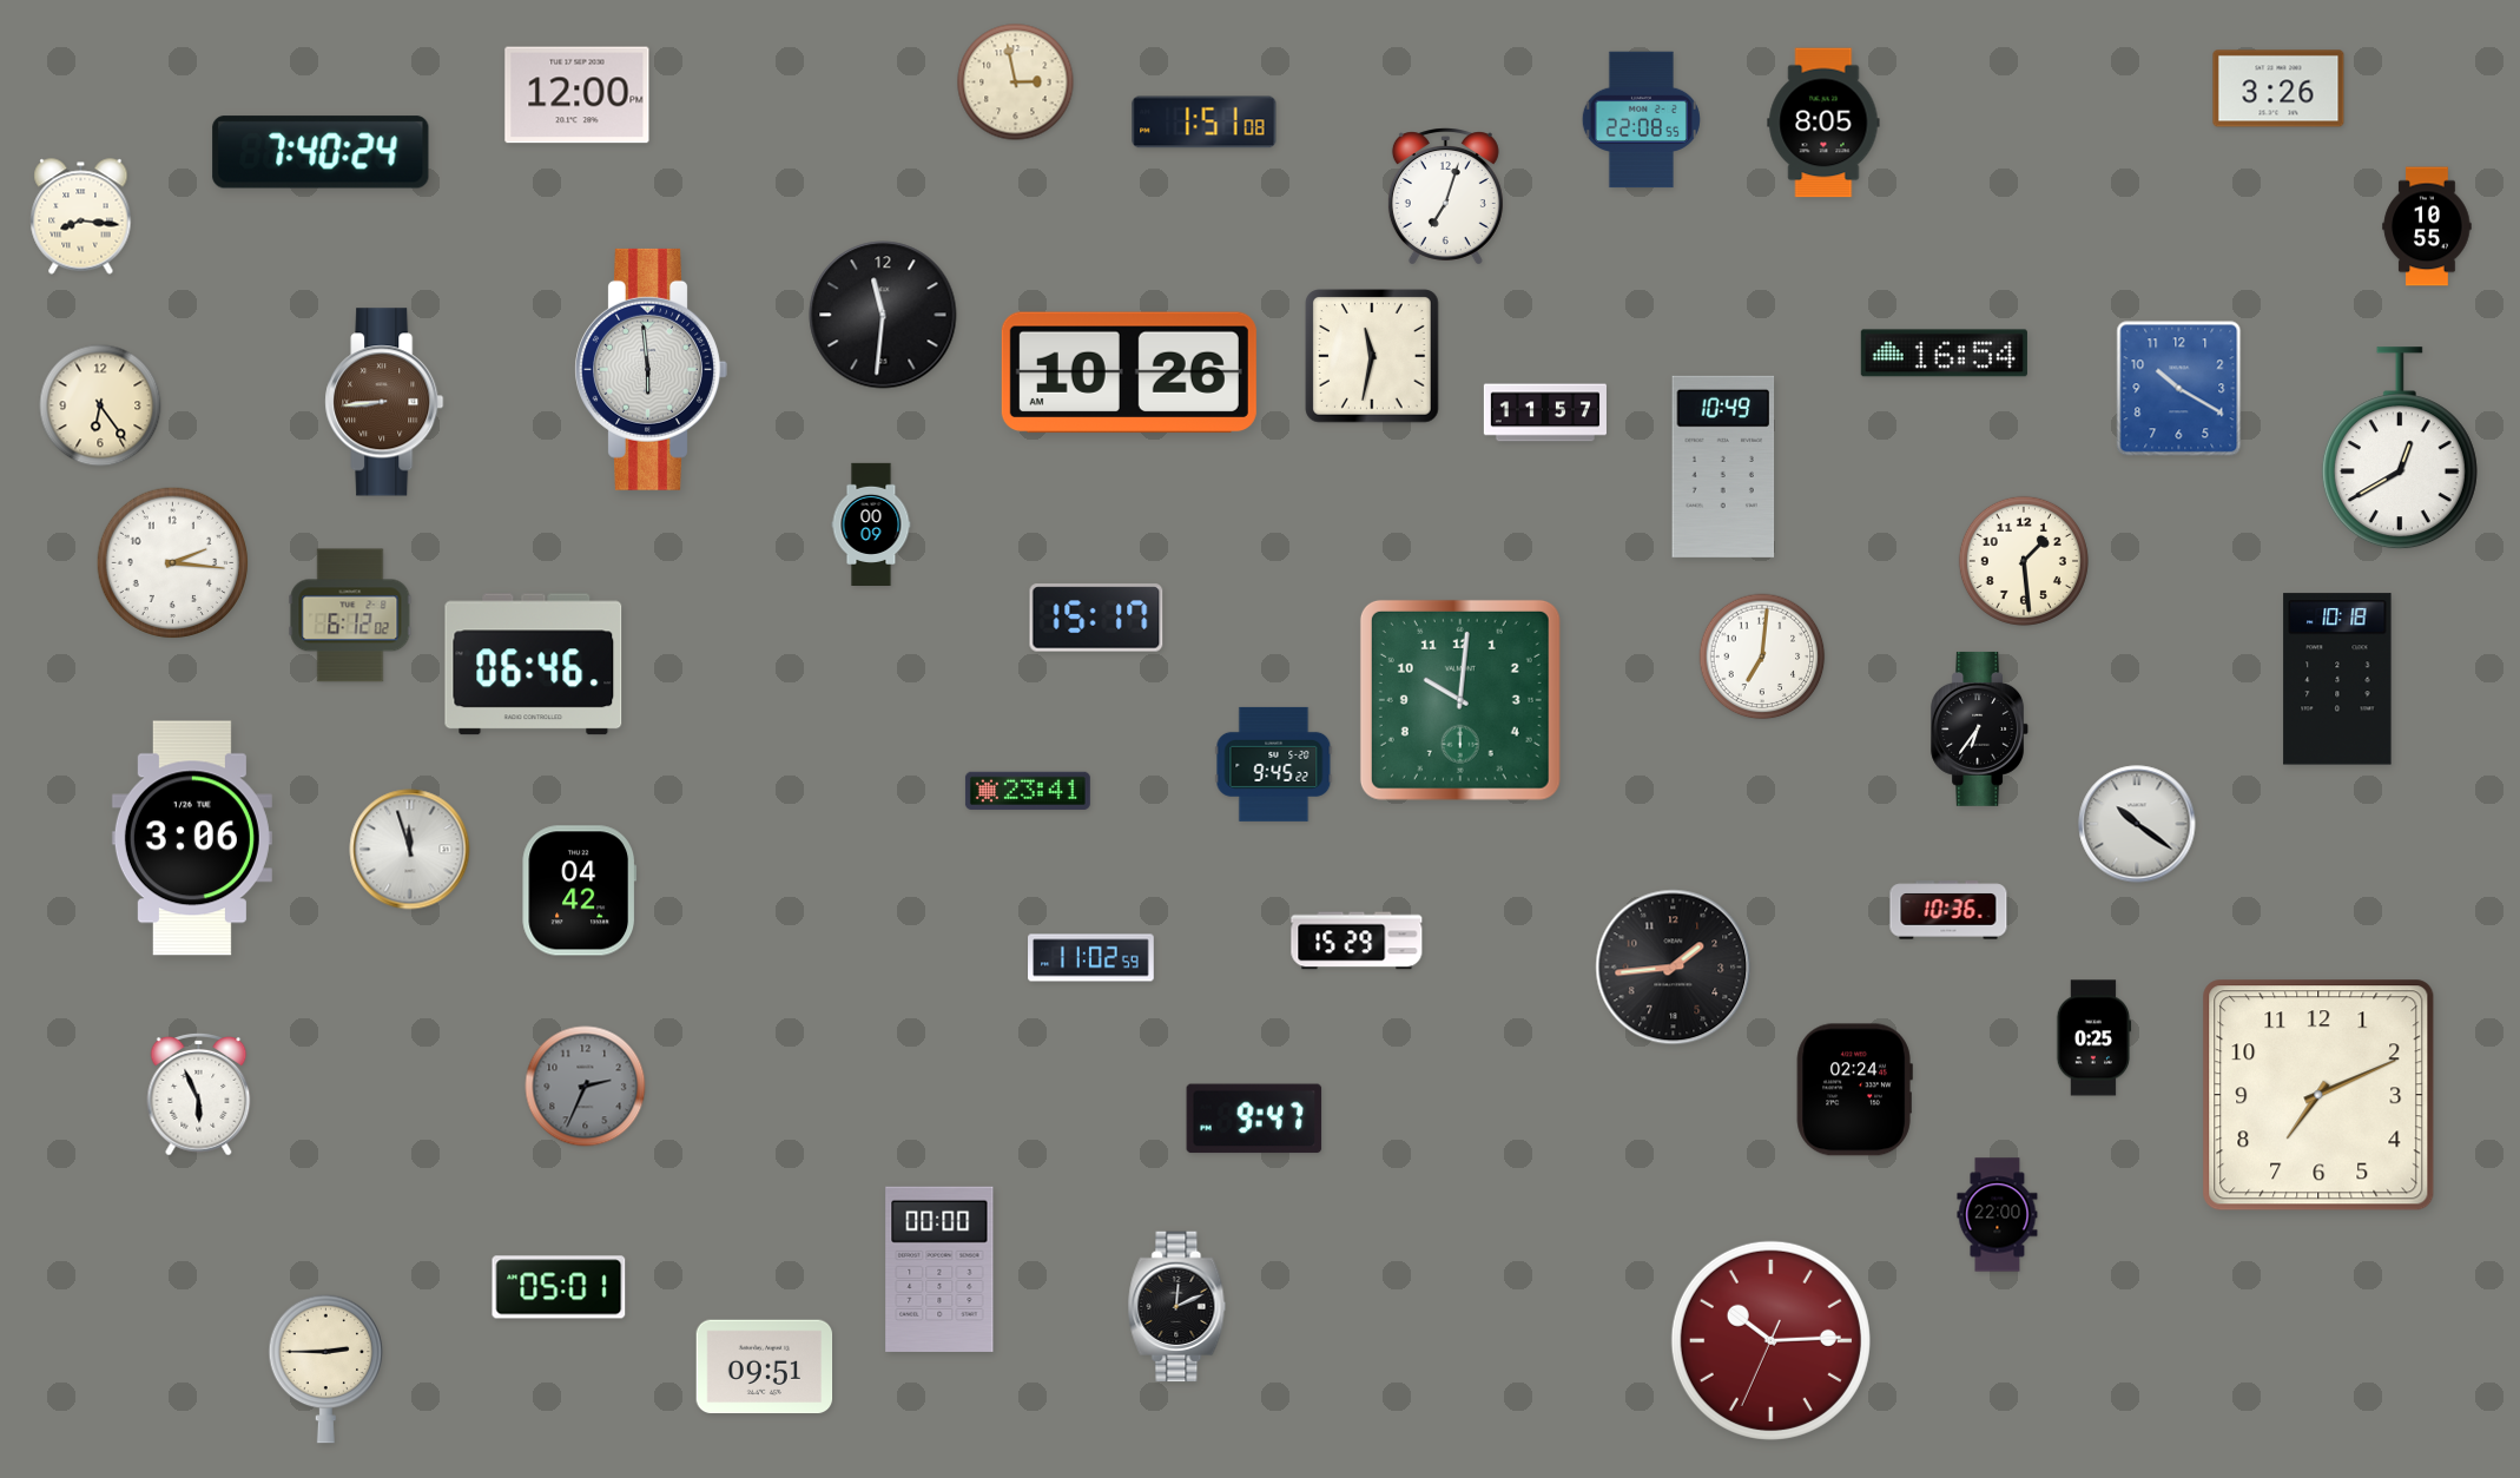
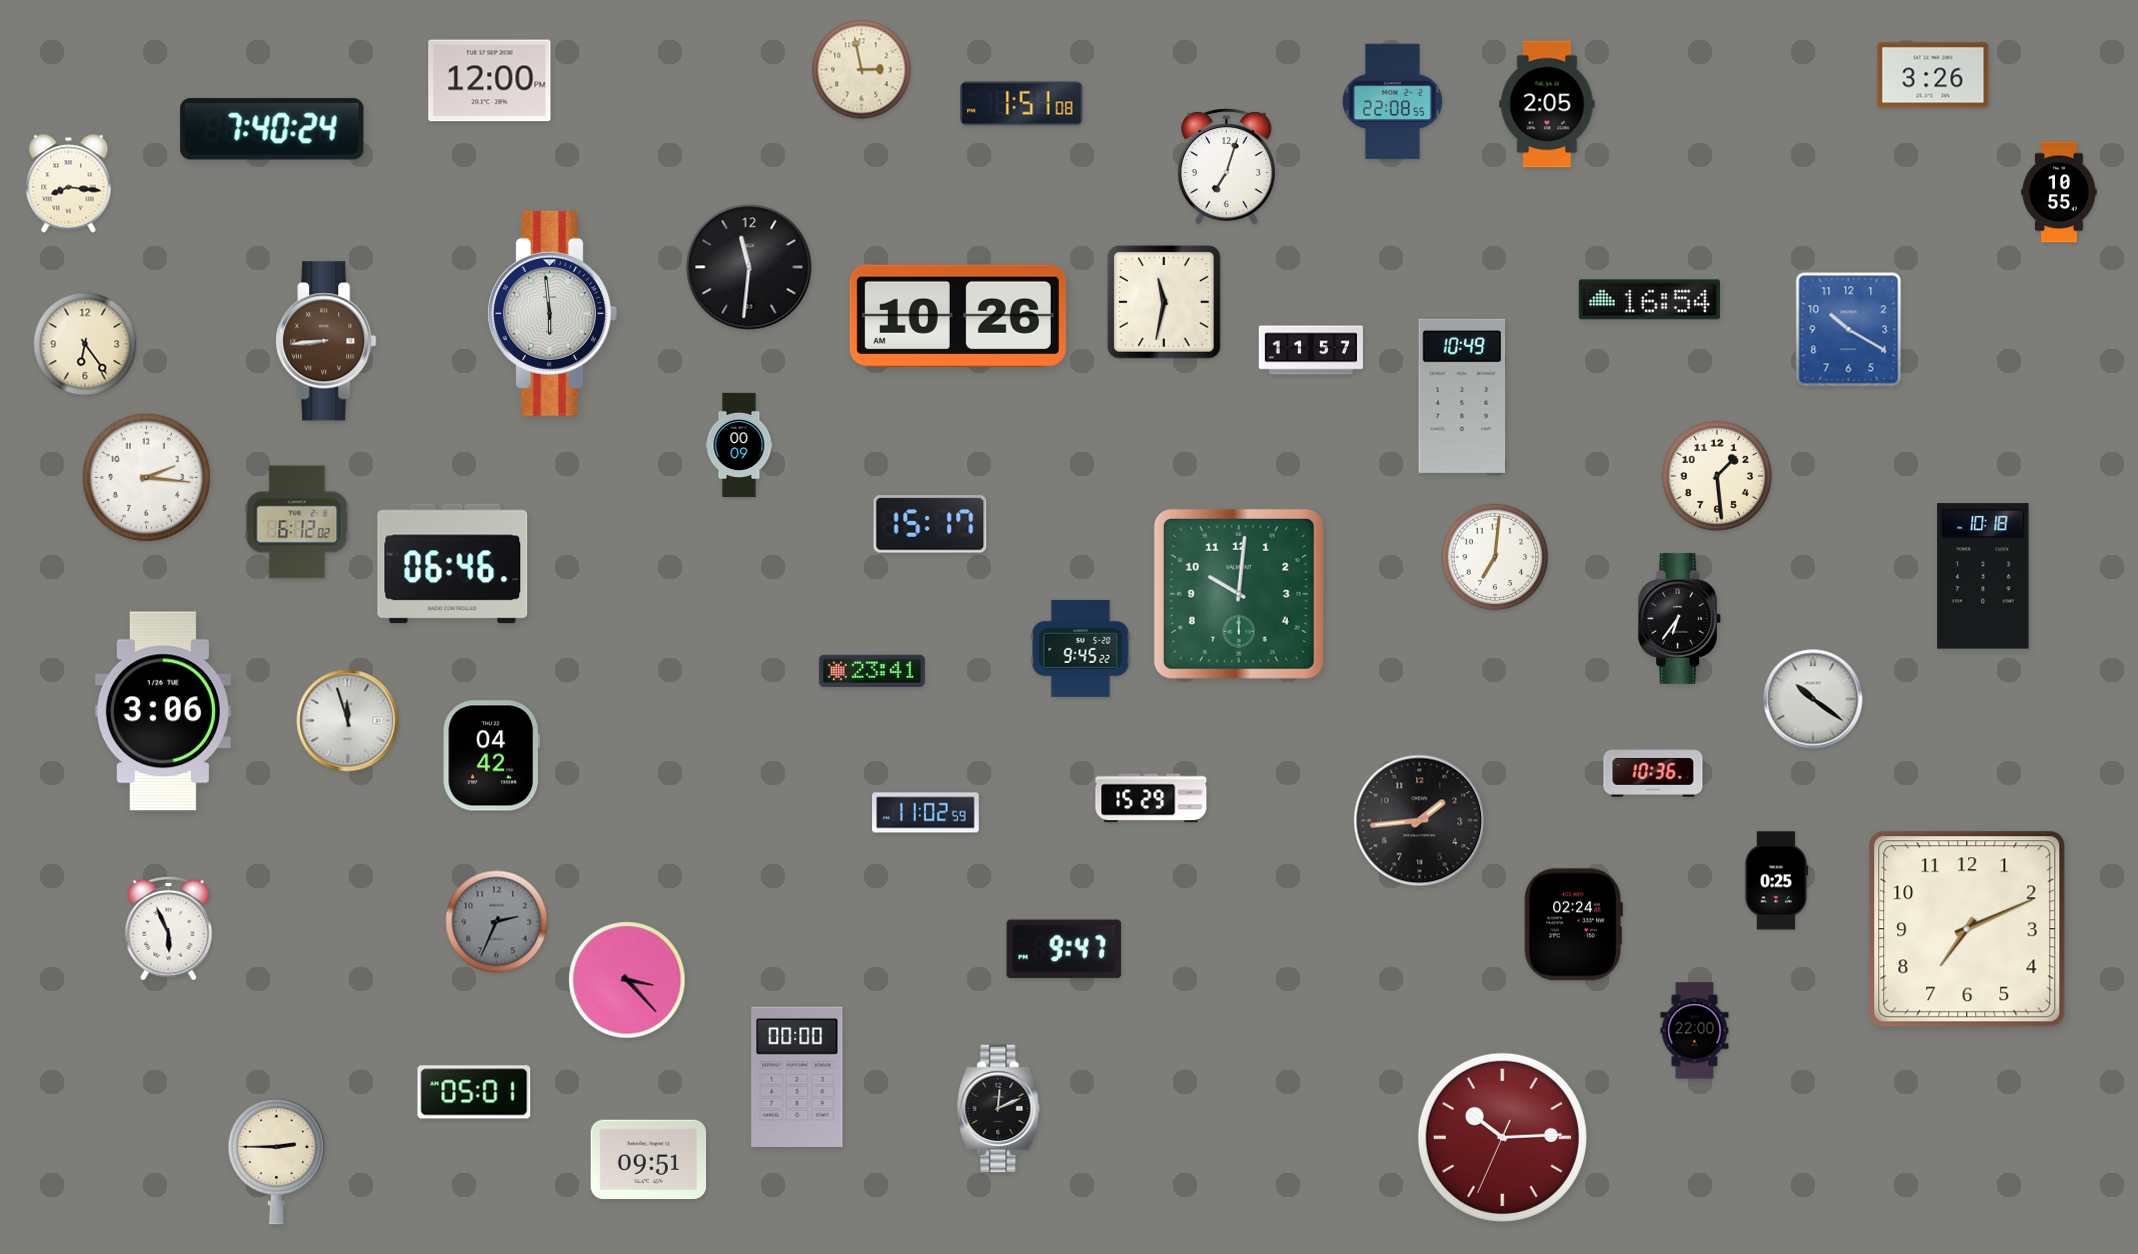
clock at (1823, 123): 8:05 -> 2:05
clock at (2400, 449): 12:40 -> none
clock at (627, 980): none -> 3:23
